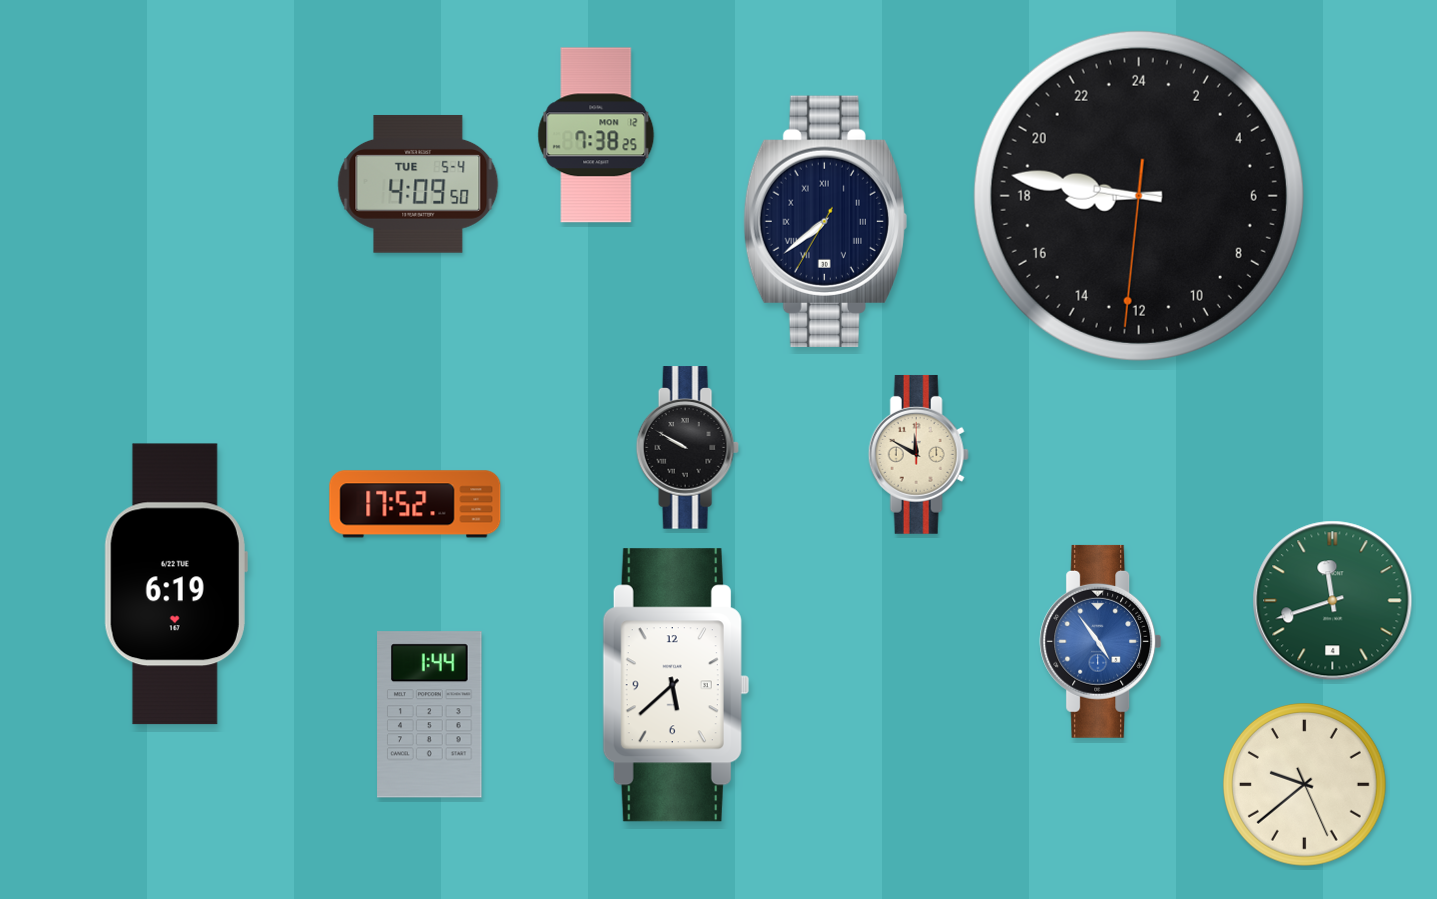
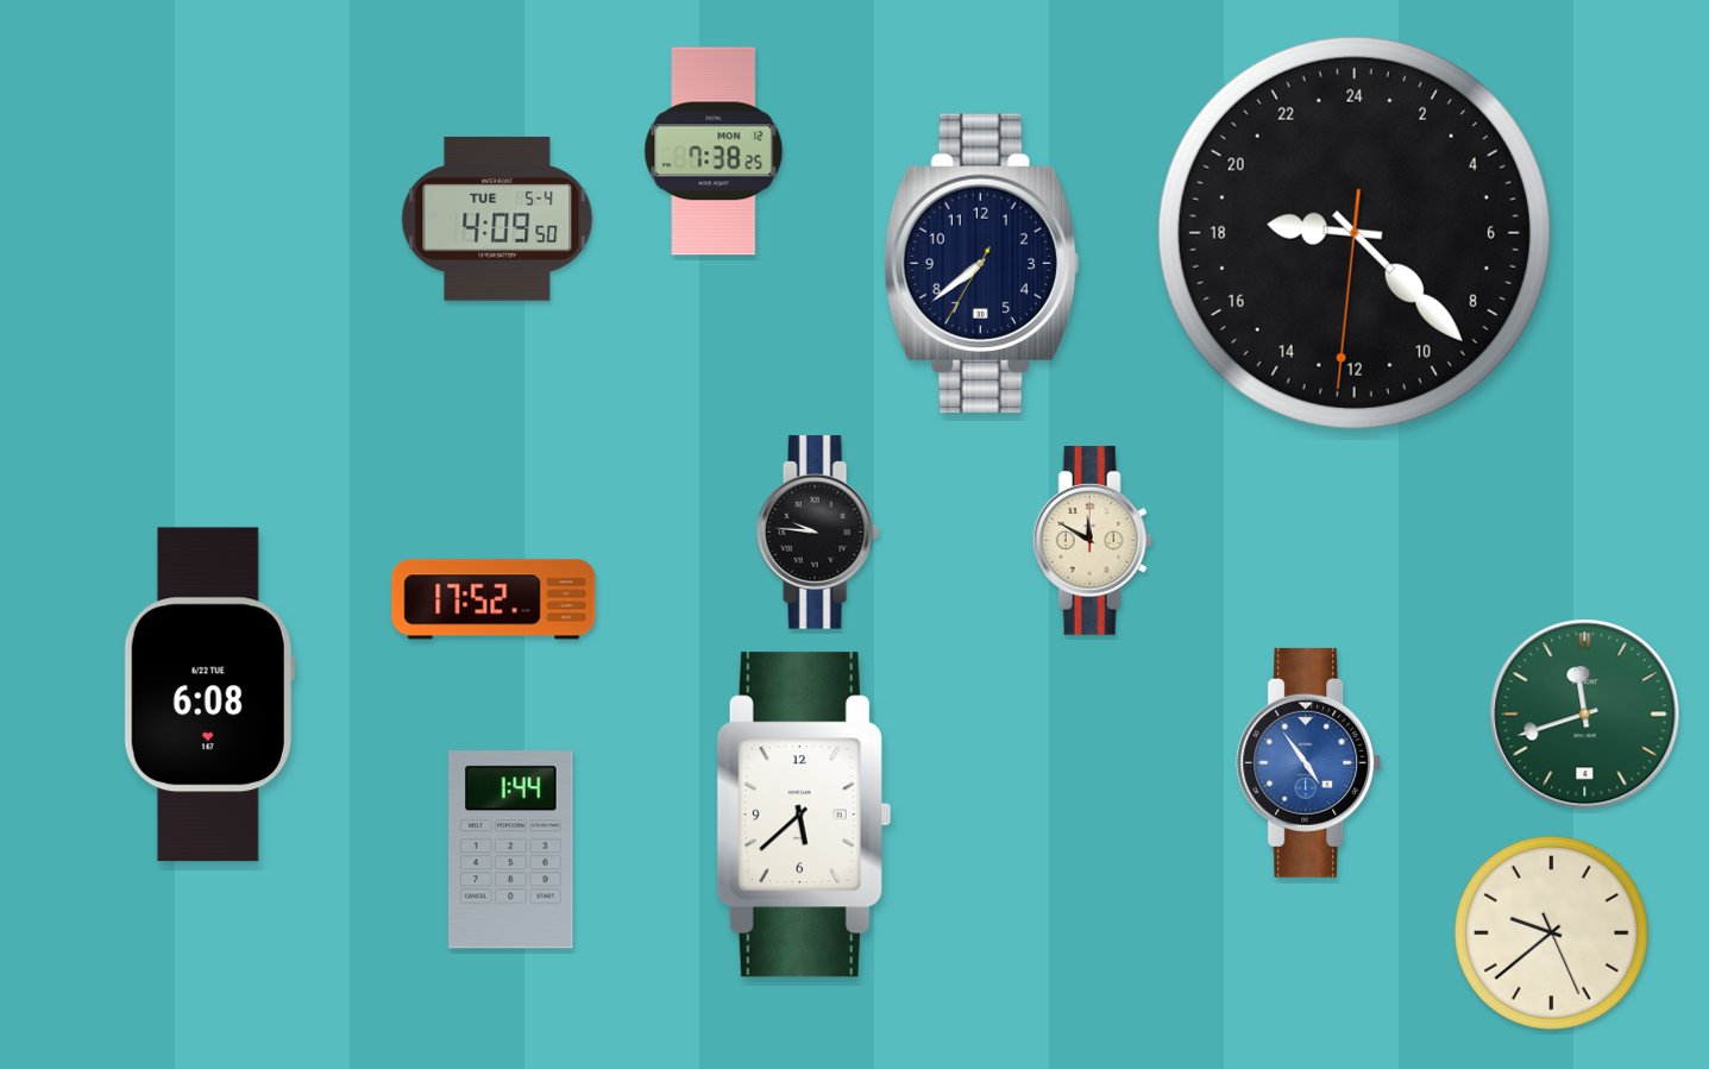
clock at (596, 135) position: (596, 135) -> (714, 151)
clock at (1139, 196): 17:46 -> 18:22
clock at (825, 221) numerals: Roman -> Arabic
clock at (687, 448): 9:50 -> 9:46
clock at (176, 584): 6:19 -> 6:08
